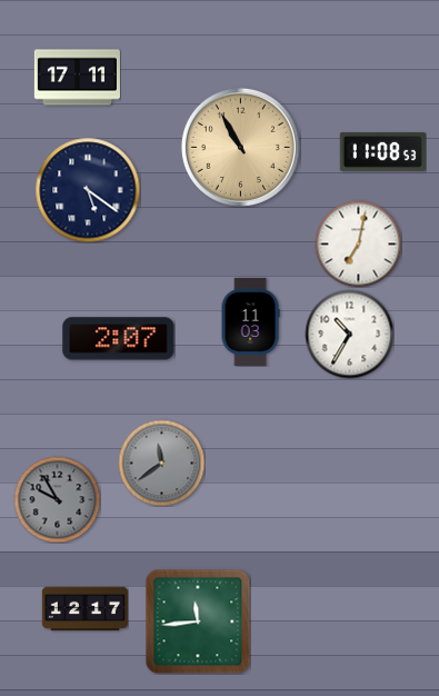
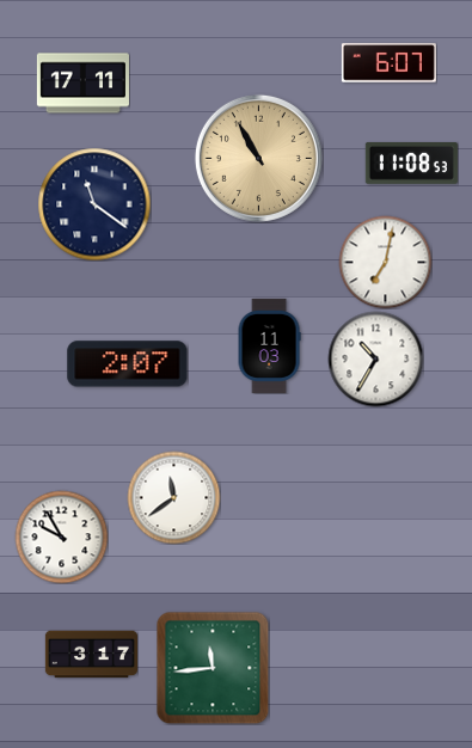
clock at (388, 63): none -> 6:07
clock at (88, 190): 5:21 -> 11:21
clock at (161, 463) dial: grey -> white
clock at (57, 499) dial: grey -> white
clock at (84, 609): 12:17 -> 3:17
